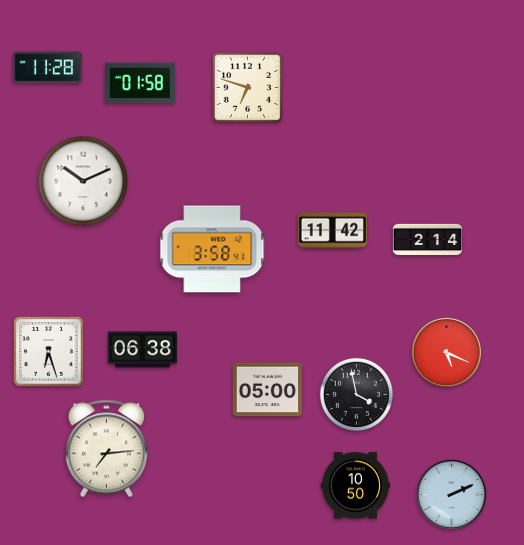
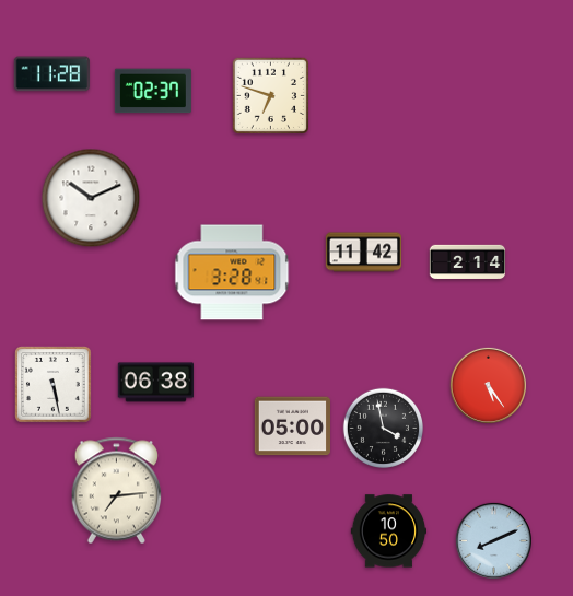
clock at (140, 83): 01:58 -> 02:37
clock at (212, 249): 3:58 -> 3:28
clock at (49, 352): 6:27 -> 5:28
clock at (446, 352): 5:19 -> 5:24
clock at (356, 394) position: (356, 394) -> (383, 428)
clock at (451, 494): 2:11 -> 8:11
